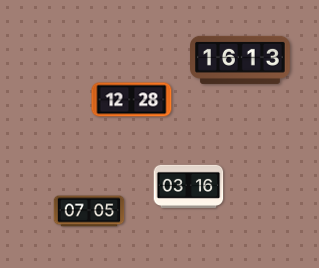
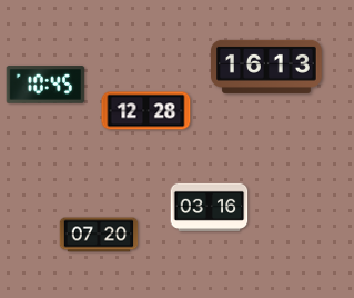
clock at (45, 85): none -> 10:45
clock at (89, 211): 07:05 -> 07:20
